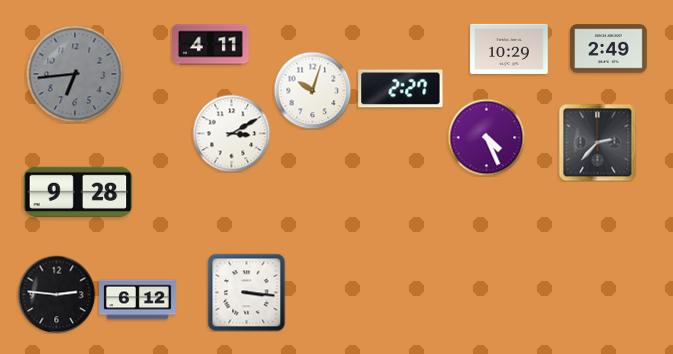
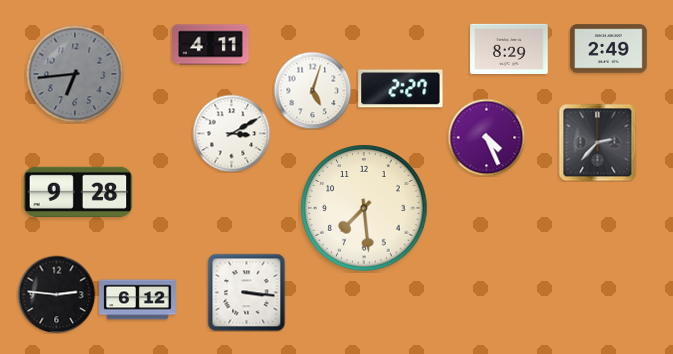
clock at (509, 49): 10:29 -> 8:29
clock at (312, 90): 10:03 -> 5:03
clock at (364, 208): none -> 7:29
